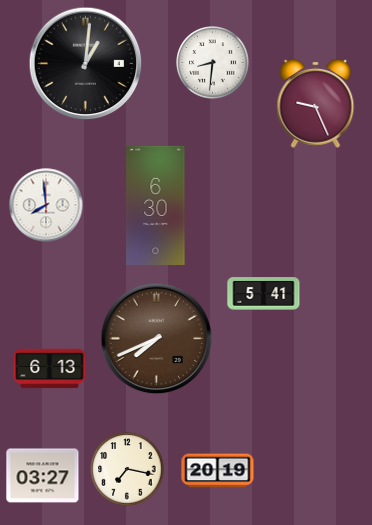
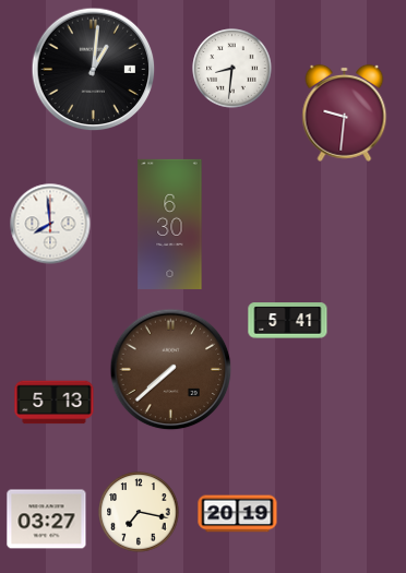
clock at (316, 103): 9:26 -> 9:31
clock at (157, 339): 7:41 -> 7:38
clock at (50, 369): 6:13 -> 5:13
